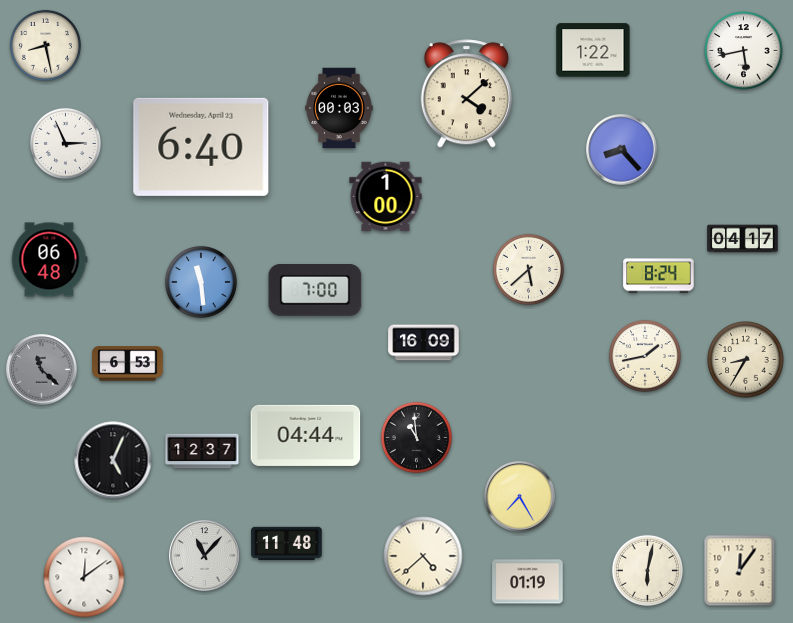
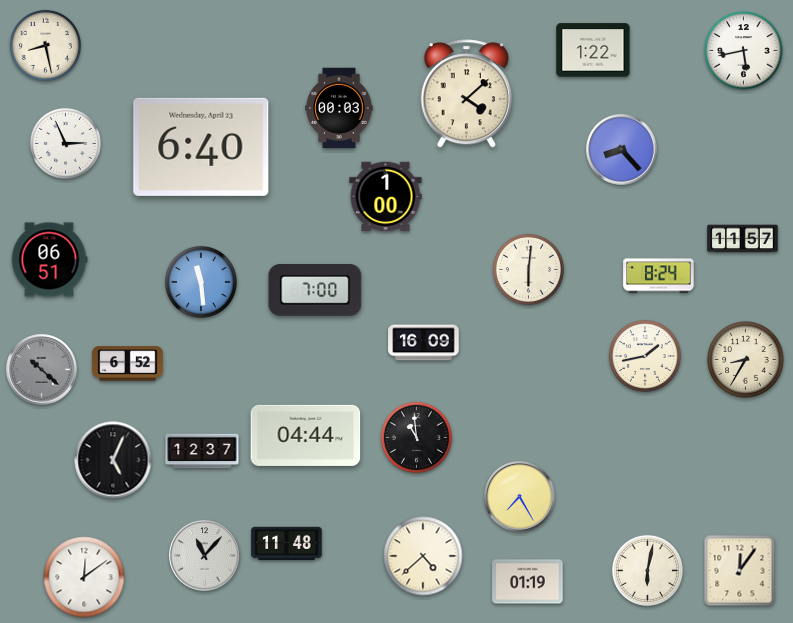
clock at (743, 239): 04:17 -> 11:57
clock at (49, 260): 06:48 -> 06:51
clock at (528, 269): 5:38 -> 6:01
clock at (128, 364): 6:53 -> 6:52
clock at (42, 370): 11:22 -> 10:22
